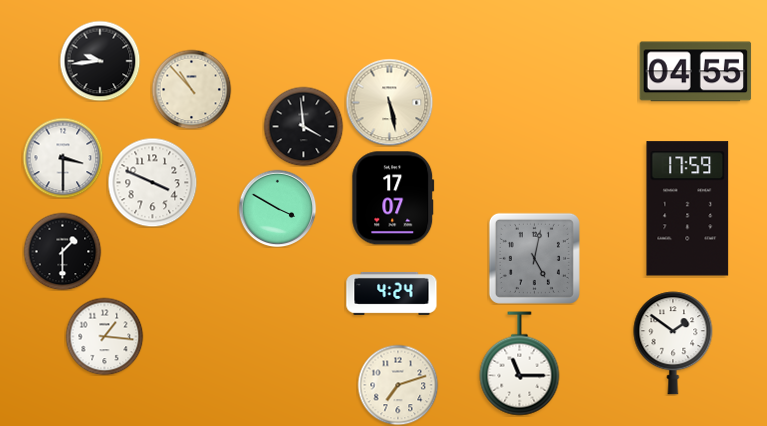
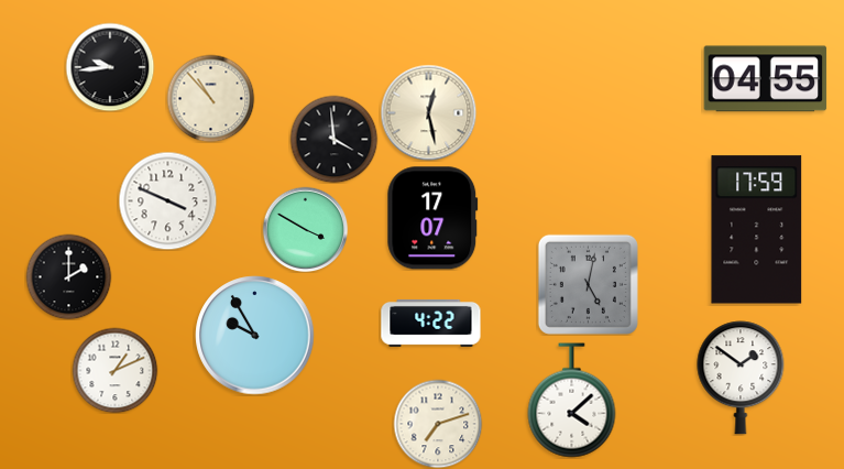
clock at (389, 102): 5:28 -> 12:28
clock at (63, 158): 3:30 -> none
clock at (62, 251): 1:30 -> 2:00
clock at (392, 293): 4:24 -> 4:22
clock at (255, 336): none -> 9:55
clock at (104, 336): 1:16 -> 1:11
clock at (520, 364): 11:15 -> 4:08
